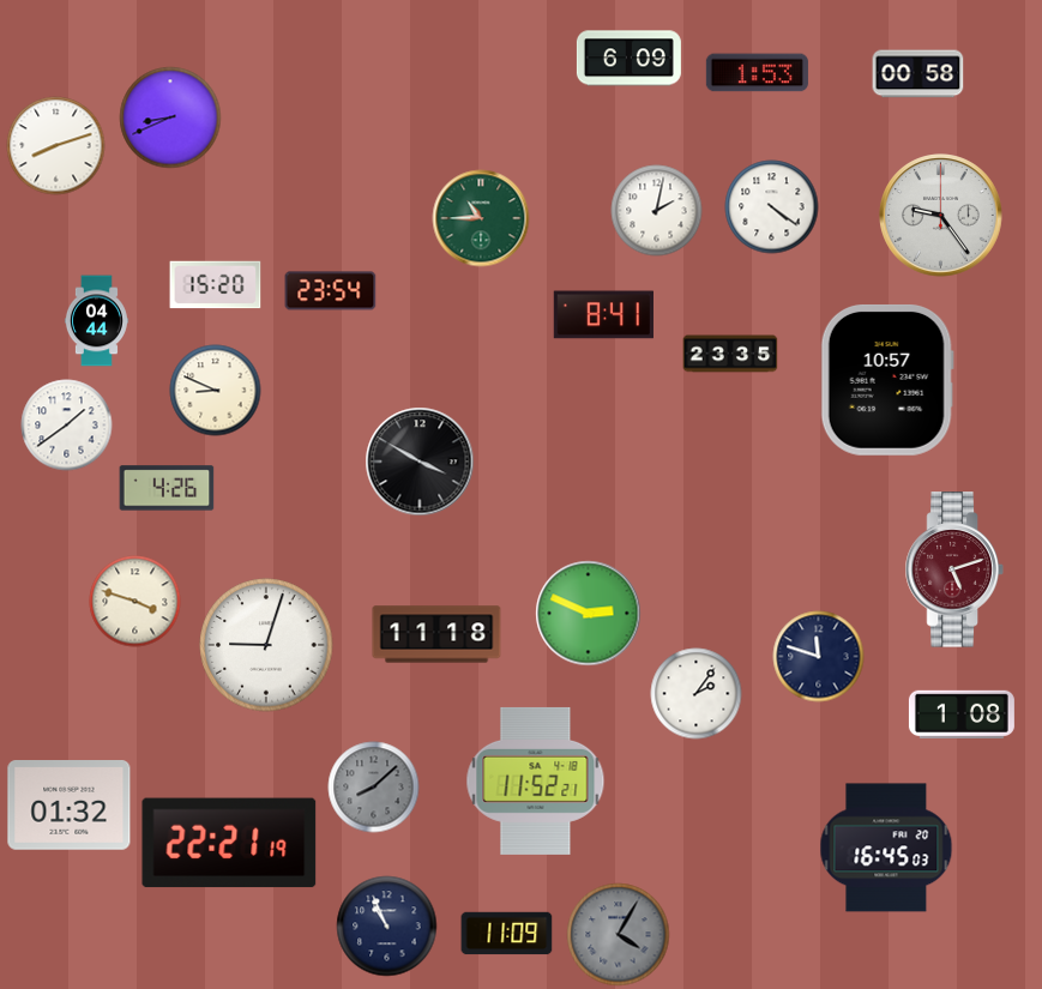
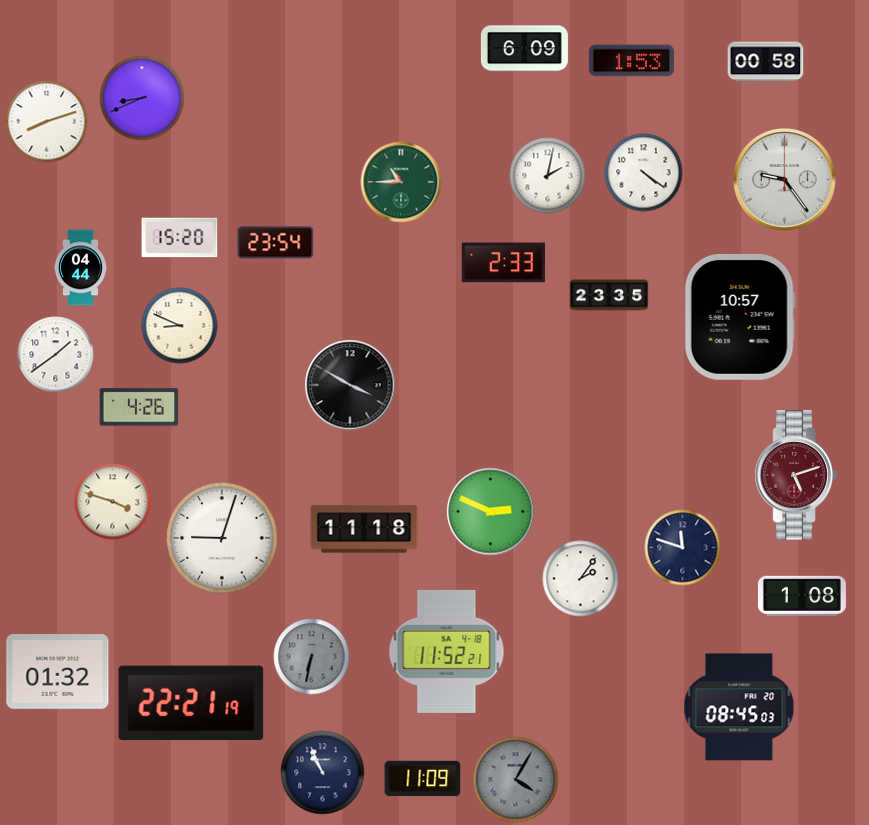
clock at (603, 315): 8:41 -> 2:33
clock at (374, 788): 8:08 -> 6:32
clock at (886, 848): 16:45 -> 08:45
